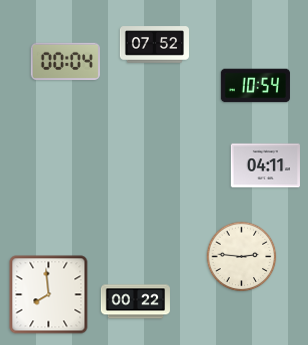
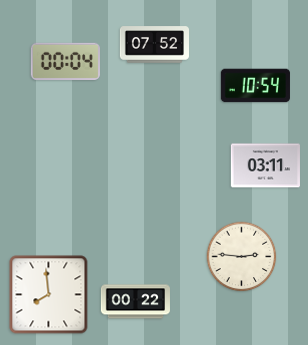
clock at (265, 166): 04:11 -> 03:11
